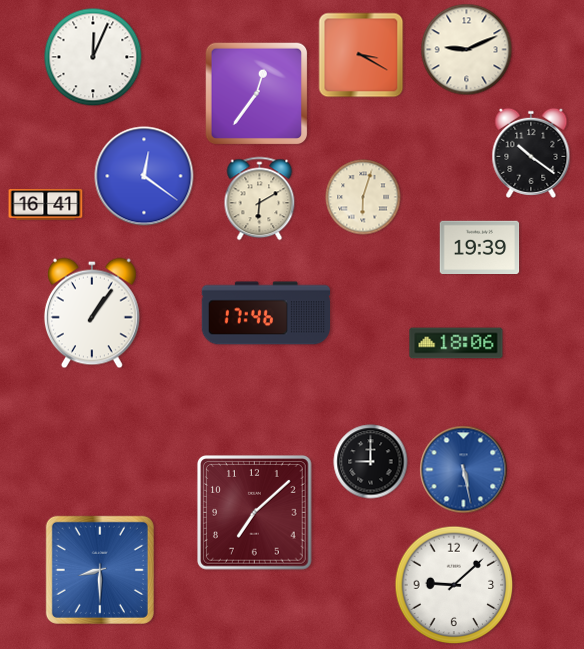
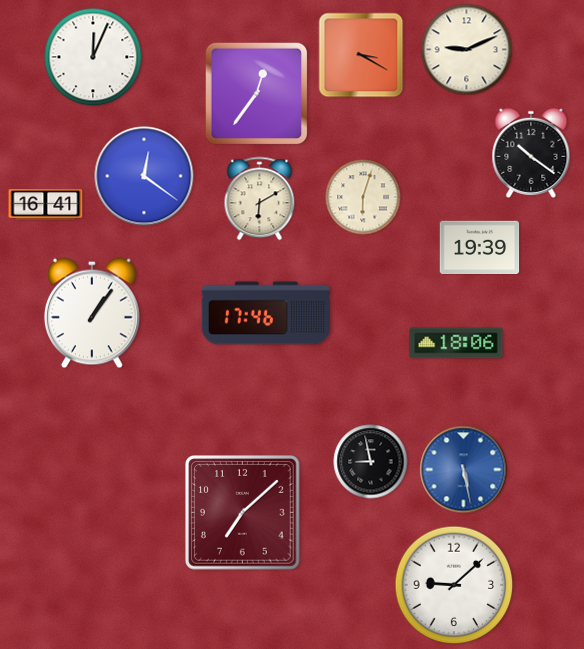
clock at (371, 462): 9:00 -> 8:58
clock at (255, 513) position: (255, 513) -> (243, 513)
clock at (100, 570): 8:30 -> none
